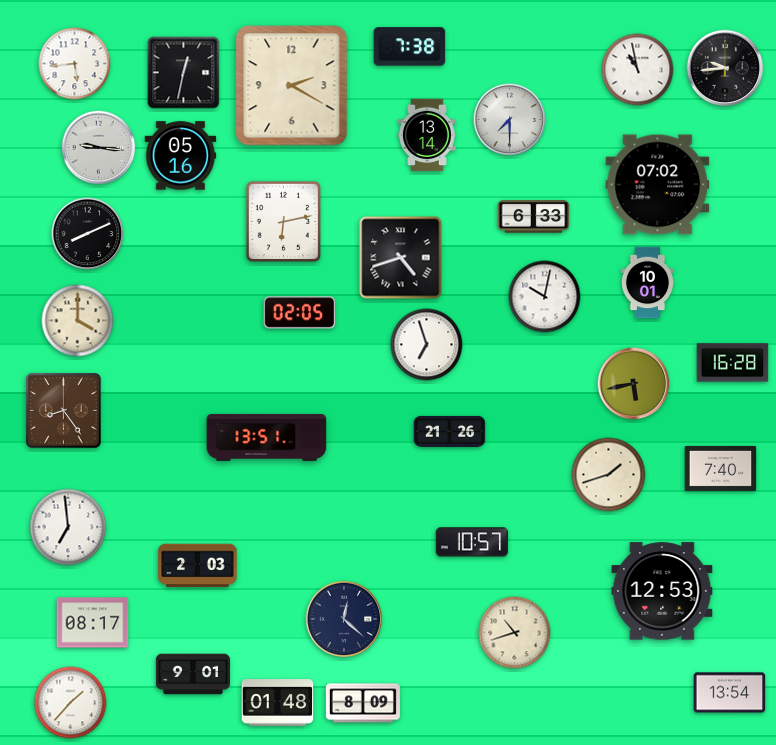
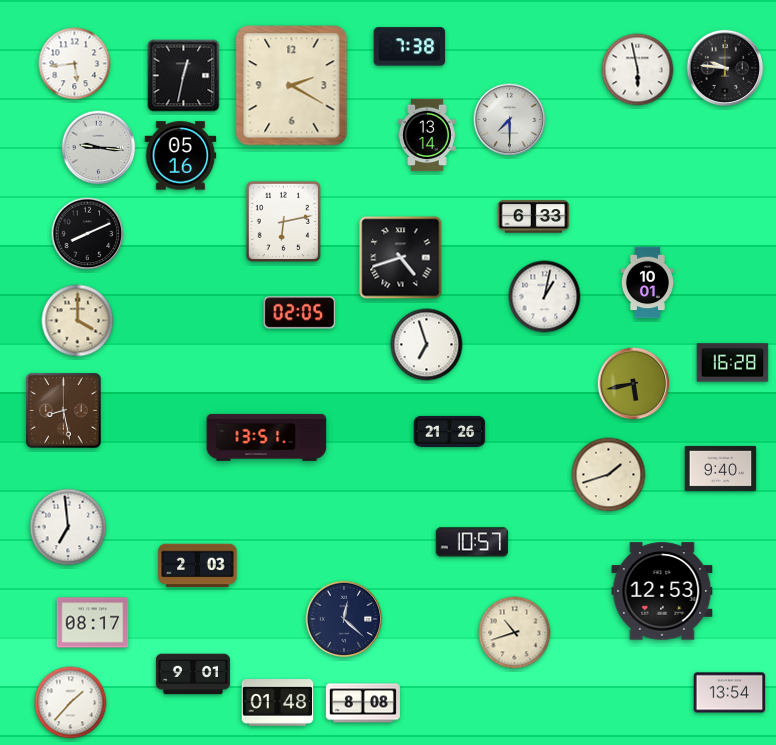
clock at (725, 68): 9:44 -> 9:46
clock at (638, 70): 10:58 -> 5:58
clock at (184, 73) position: (184, 73) -> (184, 76)
clock at (658, 185): 07:02 -> none
clock at (545, 297): 10:02 -> 1:02
clock at (64, 411): 8:24 -> 8:28
clock at (721, 468): 7:40 -> 9:40
clock at (363, 703): 8:09 -> 8:08
